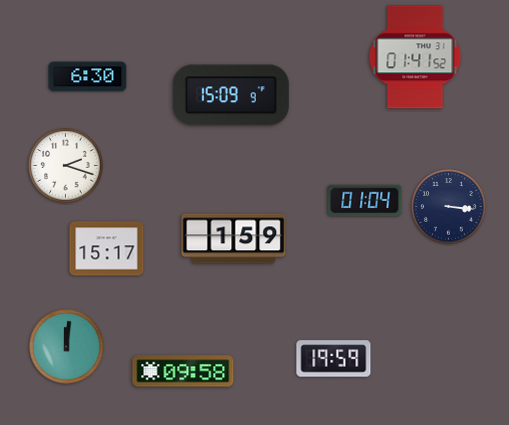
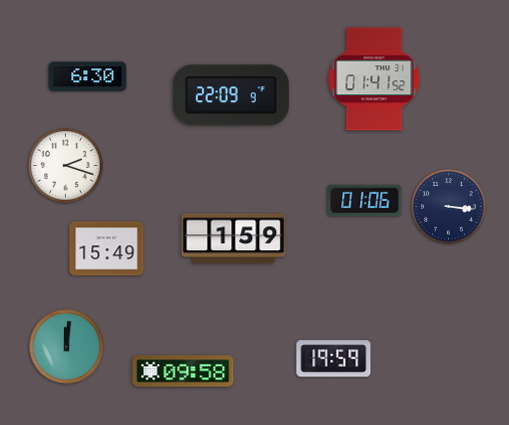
clock at (415, 57) position: (415, 57) -> (374, 79)
clock at (231, 95): 15:09 -> 22:09
clock at (365, 201): 01:04 -> 01:06
clock at (107, 249): 15:17 -> 15:49
